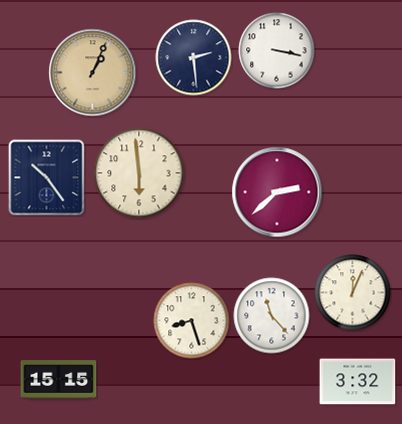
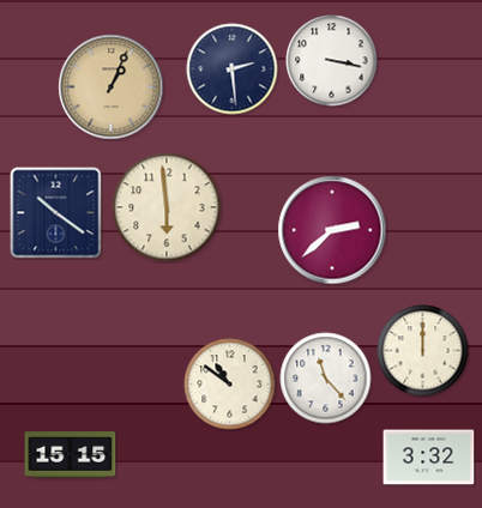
clock at (47, 178): 10:24 -> 10:21
clock at (353, 293): 12:04 -> 12:00
clock at (192, 321): 8:27 -> 10:51
